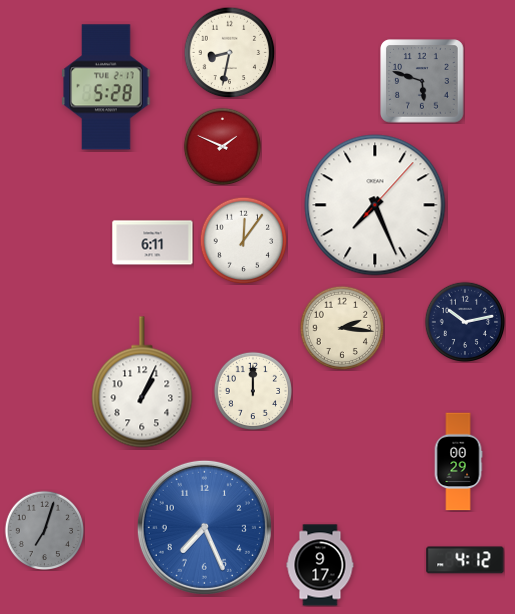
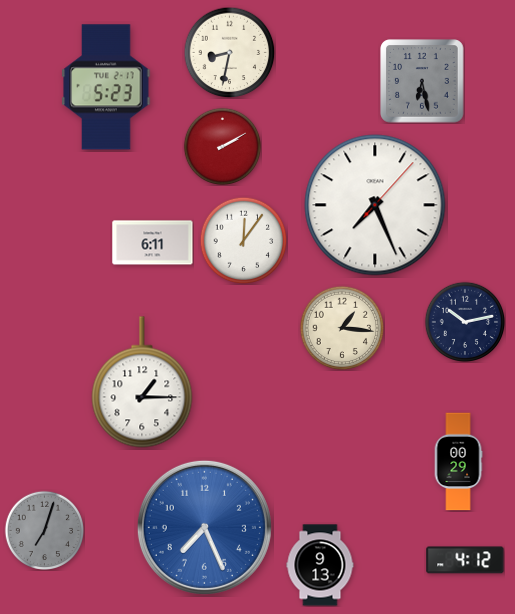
clock at (422, 81): 5:48 -> 6:28
clock at (106, 87): 5:28 -> 5:23
clock at (222, 146): 1:49 -> 2:10
clock at (342, 328): 2:16 -> 1:16
clock at (142, 382): 1:04 -> 1:15
clock at (252, 390): 12:00 -> none
clock at (320, 565): 9:17 -> 9:13
